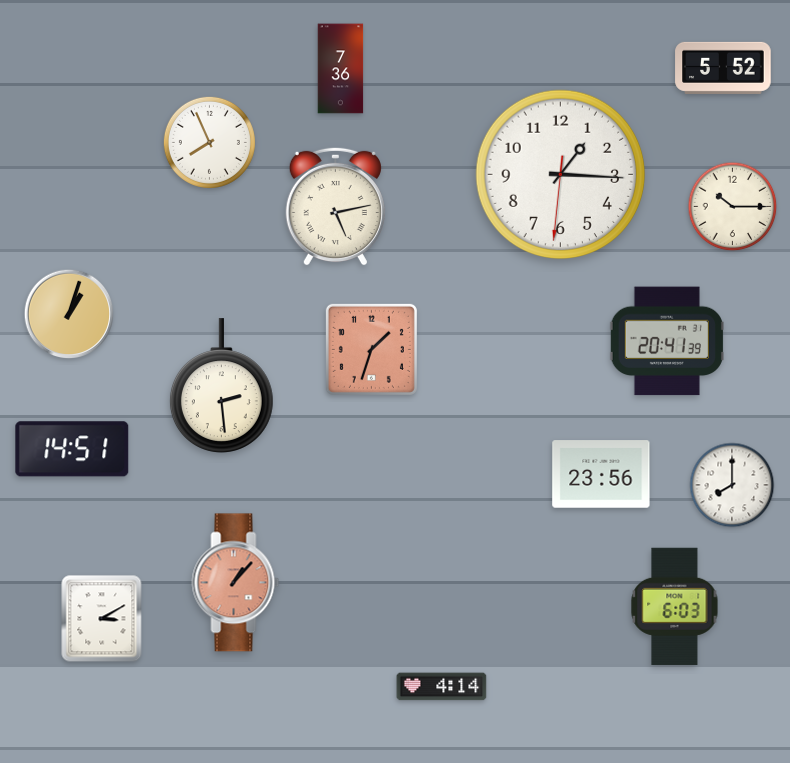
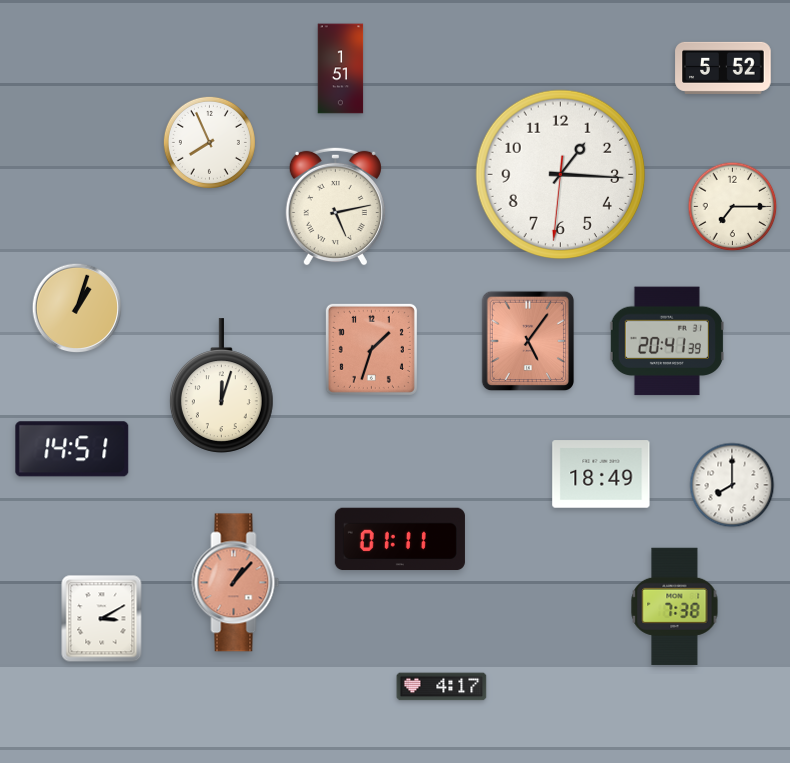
clock at (341, 69): 7:36 -> 1:51
clock at (733, 207): 10:15 -> 7:15
clock at (69, 314) position: (69, 314) -> (77, 308)
clock at (528, 341): none -> 5:06
clock at (221, 386): 2:29 -> 12:03
clock at (601, 474): 23:56 -> 18:49
clock at (400, 539): none -> 01:11
clock at (675, 606): 6:03 -> 7:38
clock at (442, 687): 4:14 -> 4:17
